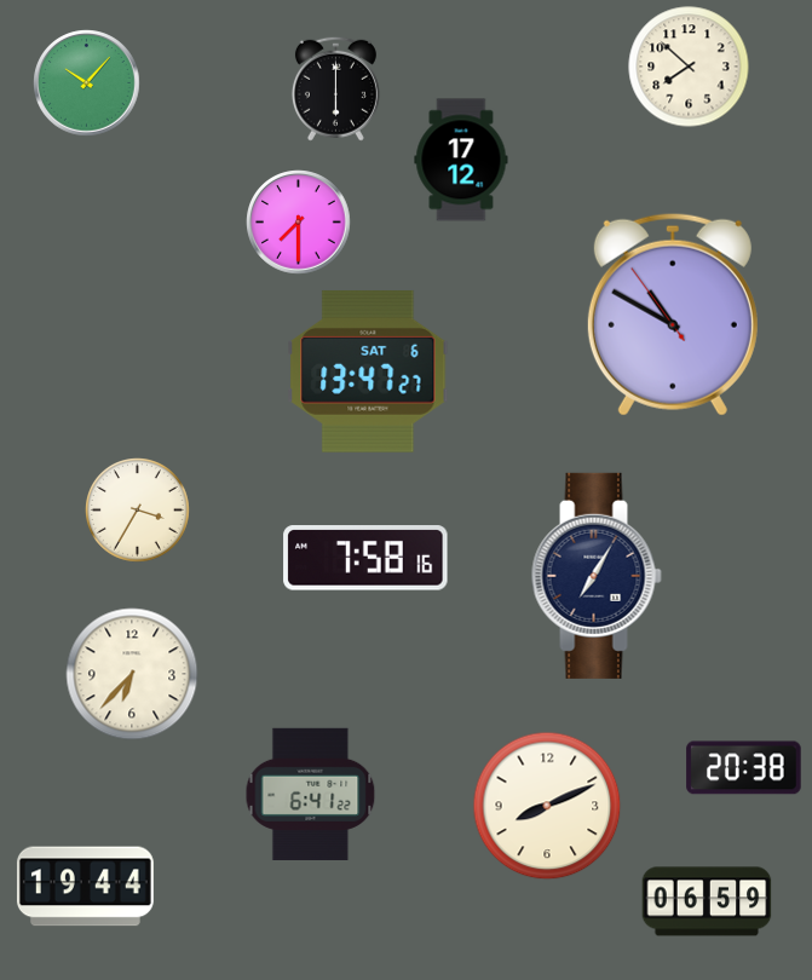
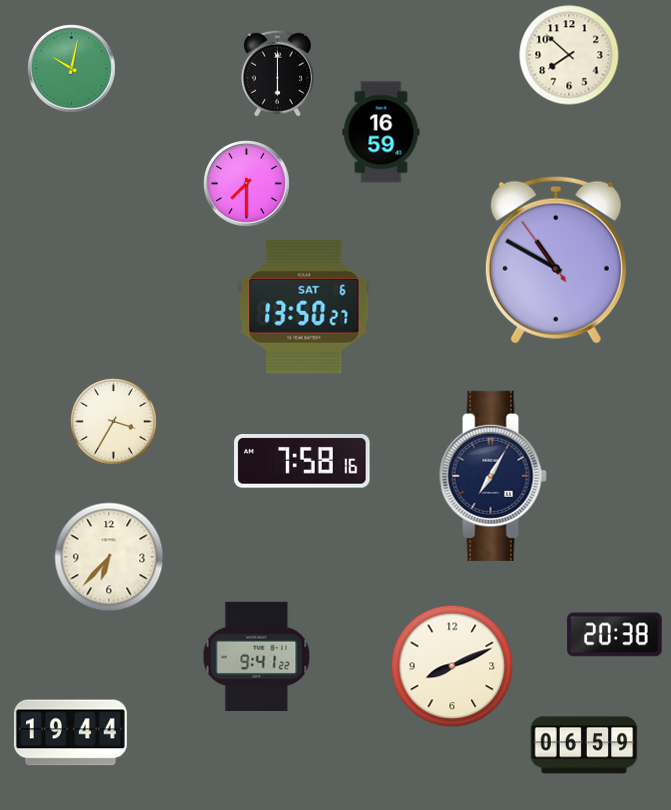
clock at (87, 83): 10:07 -> 10:02
clock at (461, 160): 17:12 -> 16:59
clock at (368, 371): 13:47 -> 13:50
clock at (311, 794): 6:41 -> 9:41
